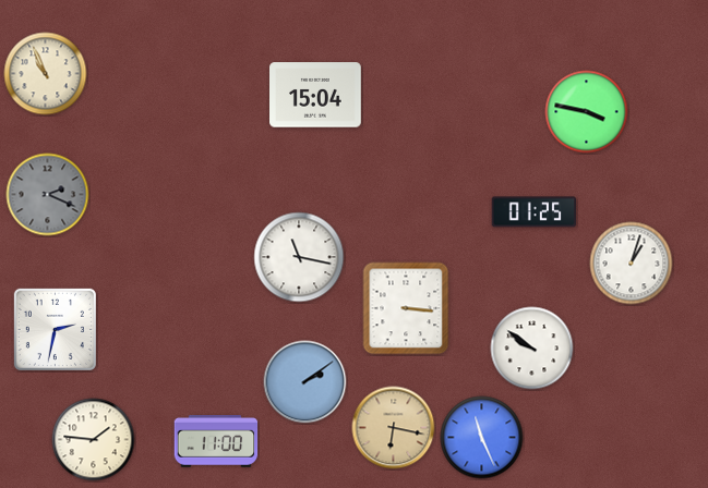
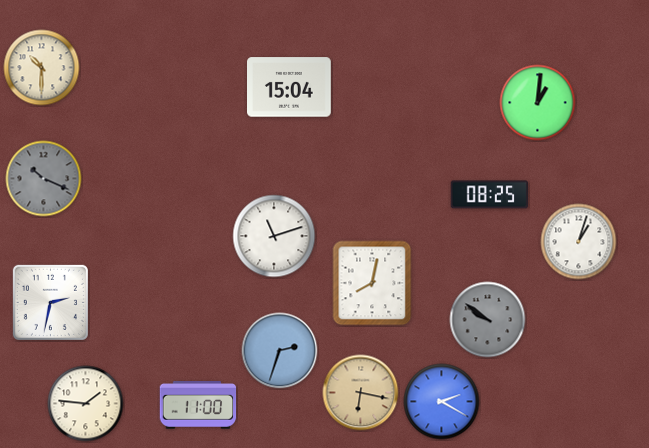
clock at (46, 74): 10:56 -> 10:30
clock at (587, 112): 3:47 -> 1:01
clock at (48, 195): 2:19 -> 10:19
clock at (533, 212): 01:25 -> 08:25
clock at (299, 257): 11:17 -> 11:12
clock at (406, 308): 3:16 -> 8:02
clock at (532, 349) dial: white -> grey
clock at (305, 382): 2:09 -> 2:33
clock at (482, 438): 11:26 -> 2:20
